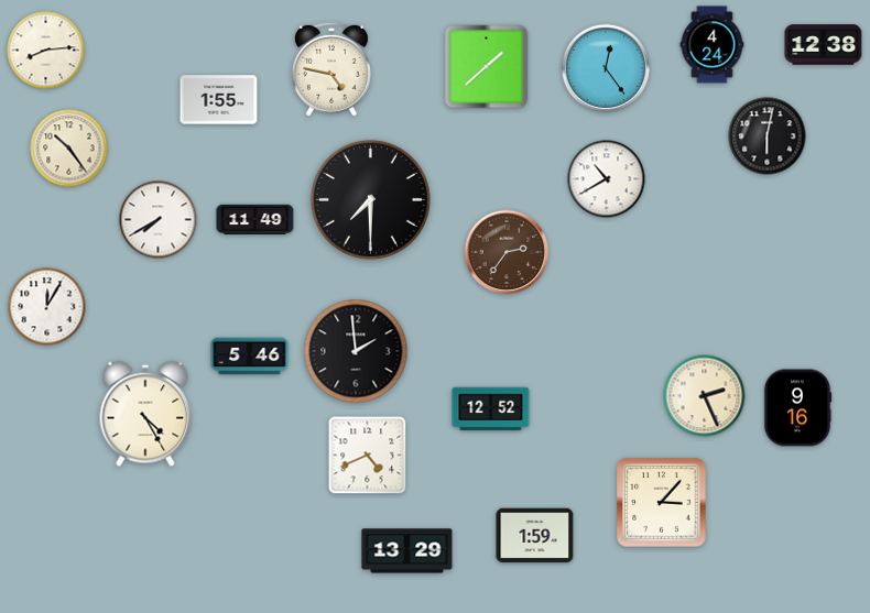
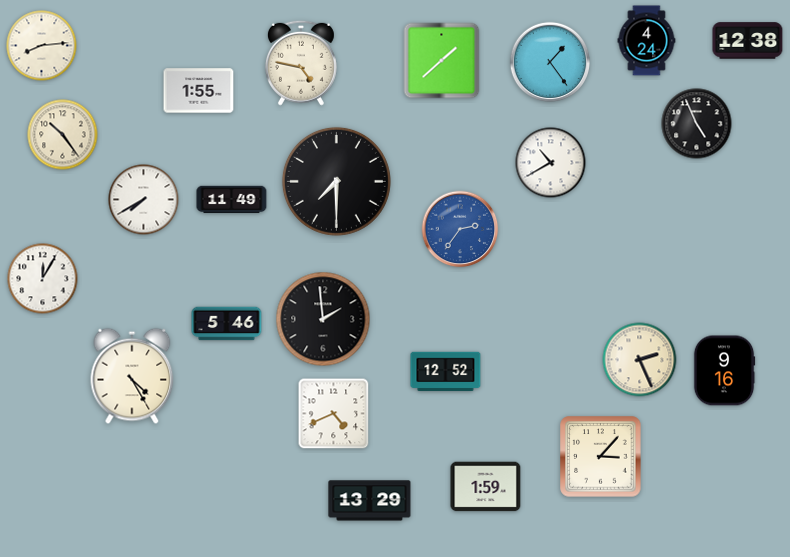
clock at (605, 67): 12:24 -> 1:24
clock at (768, 136): 6:02 -> 4:56
clock at (507, 252) dial: brown -> blue
